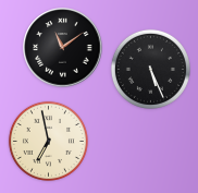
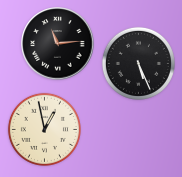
clock at (63, 48): 11:09 -> 11:14
clock at (48, 141): 6:58 -> 12:58
